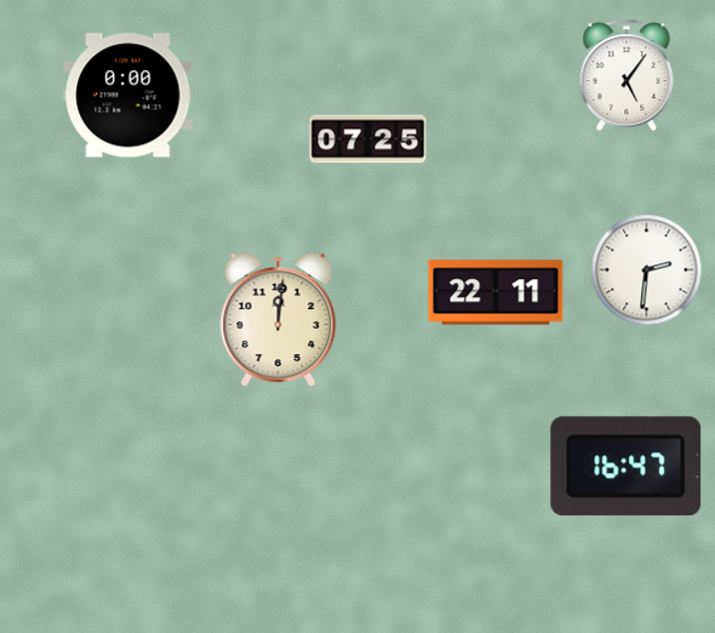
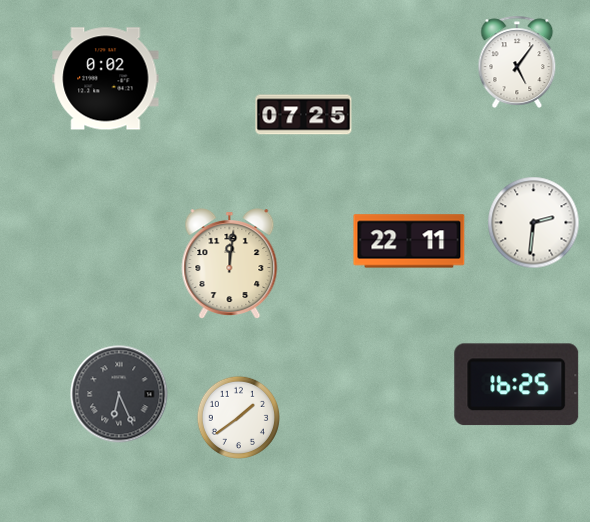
clock at (128, 96): 0:00 -> 0:02
clock at (627, 467): 16:47 -> 16:25
clock at (119, 394): none -> 6:26
clock at (238, 417): none -> 1:39
